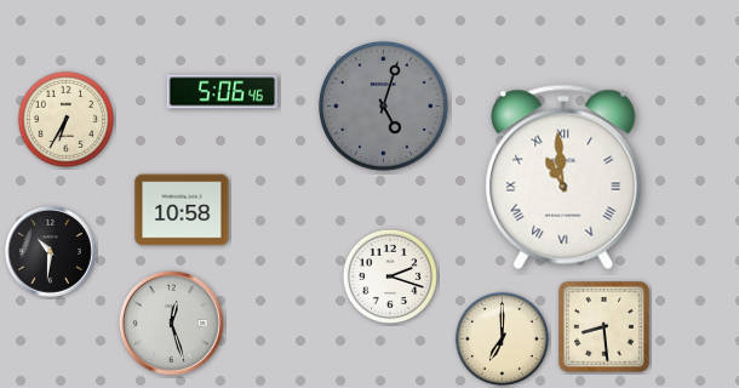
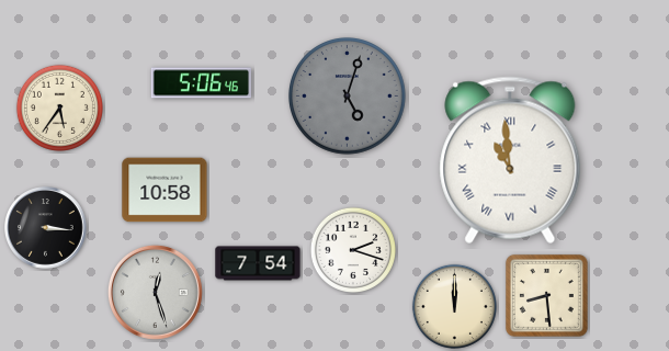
clock at (65, 119): 6:35 -> 5:36
clock at (51, 252): 10:31 -> 3:16
clock at (258, 263): none -> 7:54
clock at (502, 338): 7:00 -> 12:00
